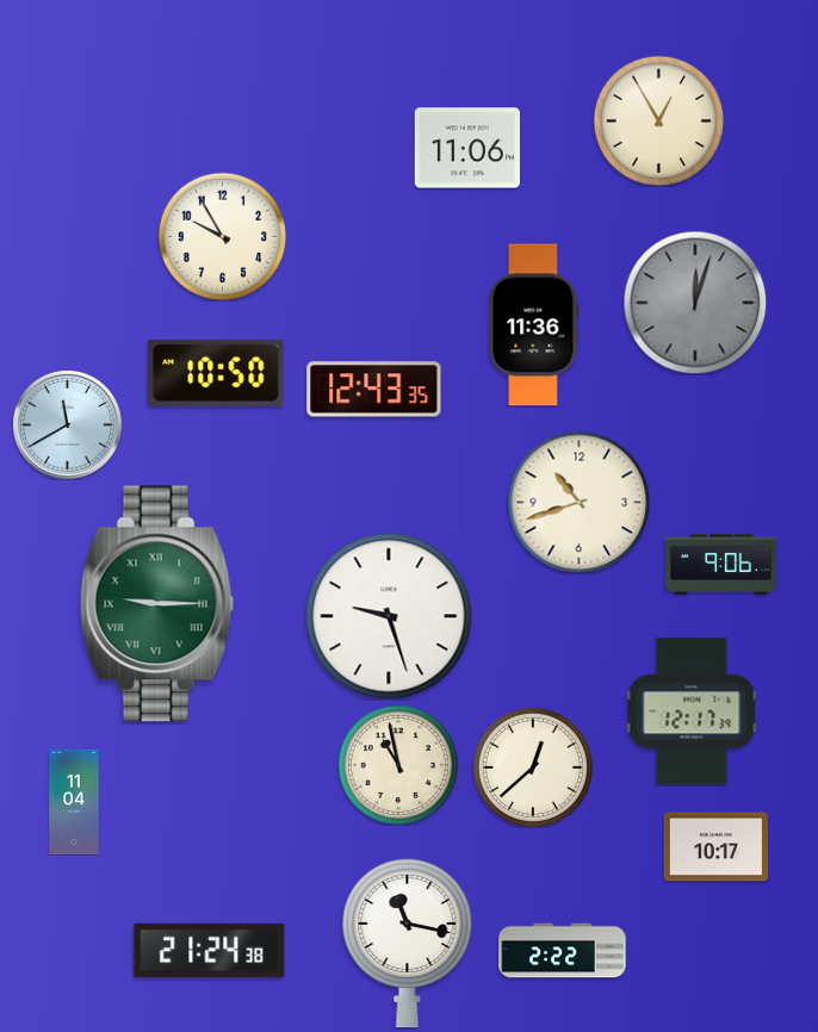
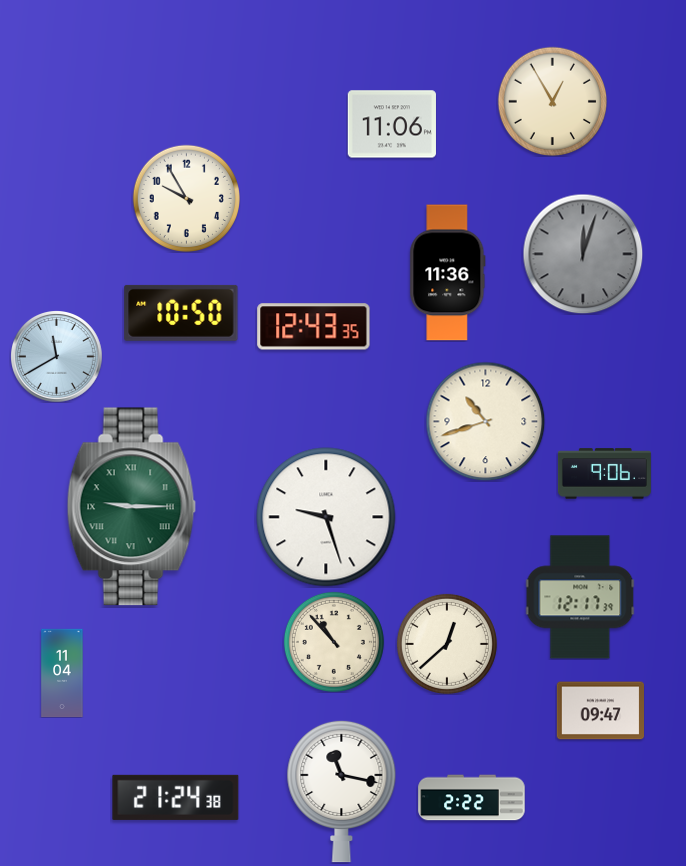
clock at (398, 765): 10:58 -> 10:53
clock at (715, 847): 10:17 -> 09:47
